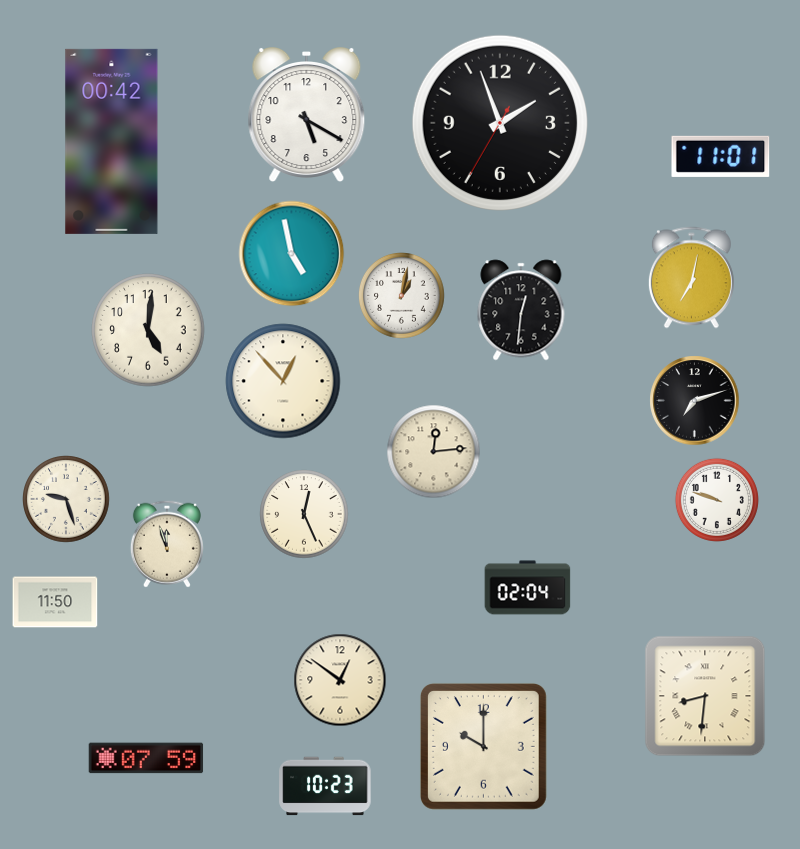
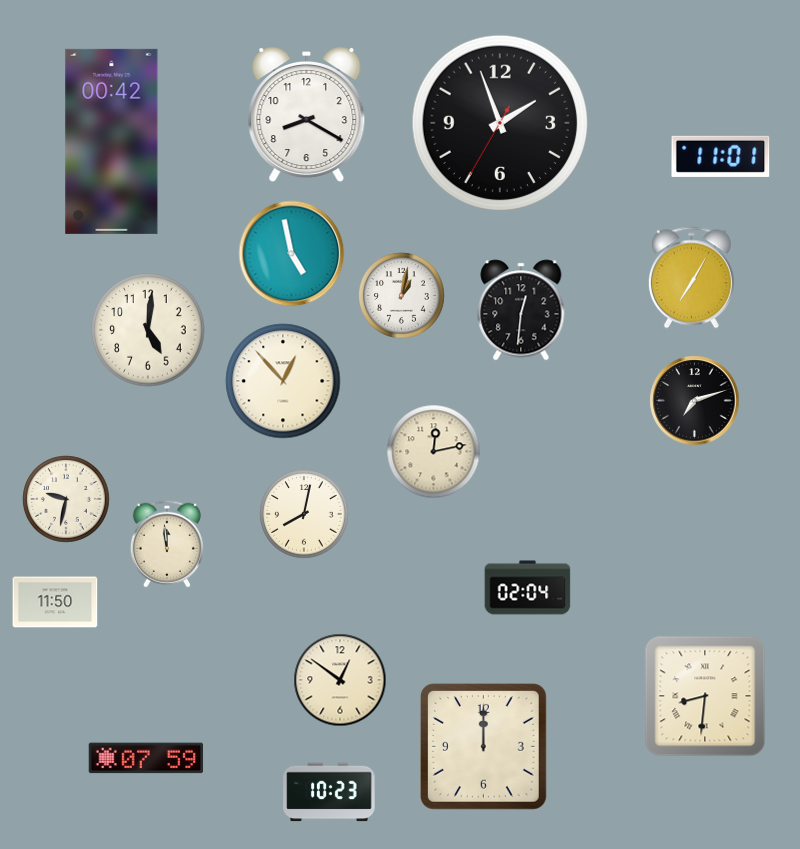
clock at (307, 115): 5:20 -> 8:20
clock at (691, 278): 7:02 -> 7:05
clock at (434, 452): 12:14 -> 12:13
clock at (66, 499): 9:27 -> 9:32
clock at (717, 500): 9:48 -> none
clock at (304, 514): 12:26 -> 8:02
clock at (167, 544): 11:57 -> 11:59
clock at (483, 746): 10:00 -> 12:00
clock at (325, 786) position: (325, 786) -> (329, 792)
